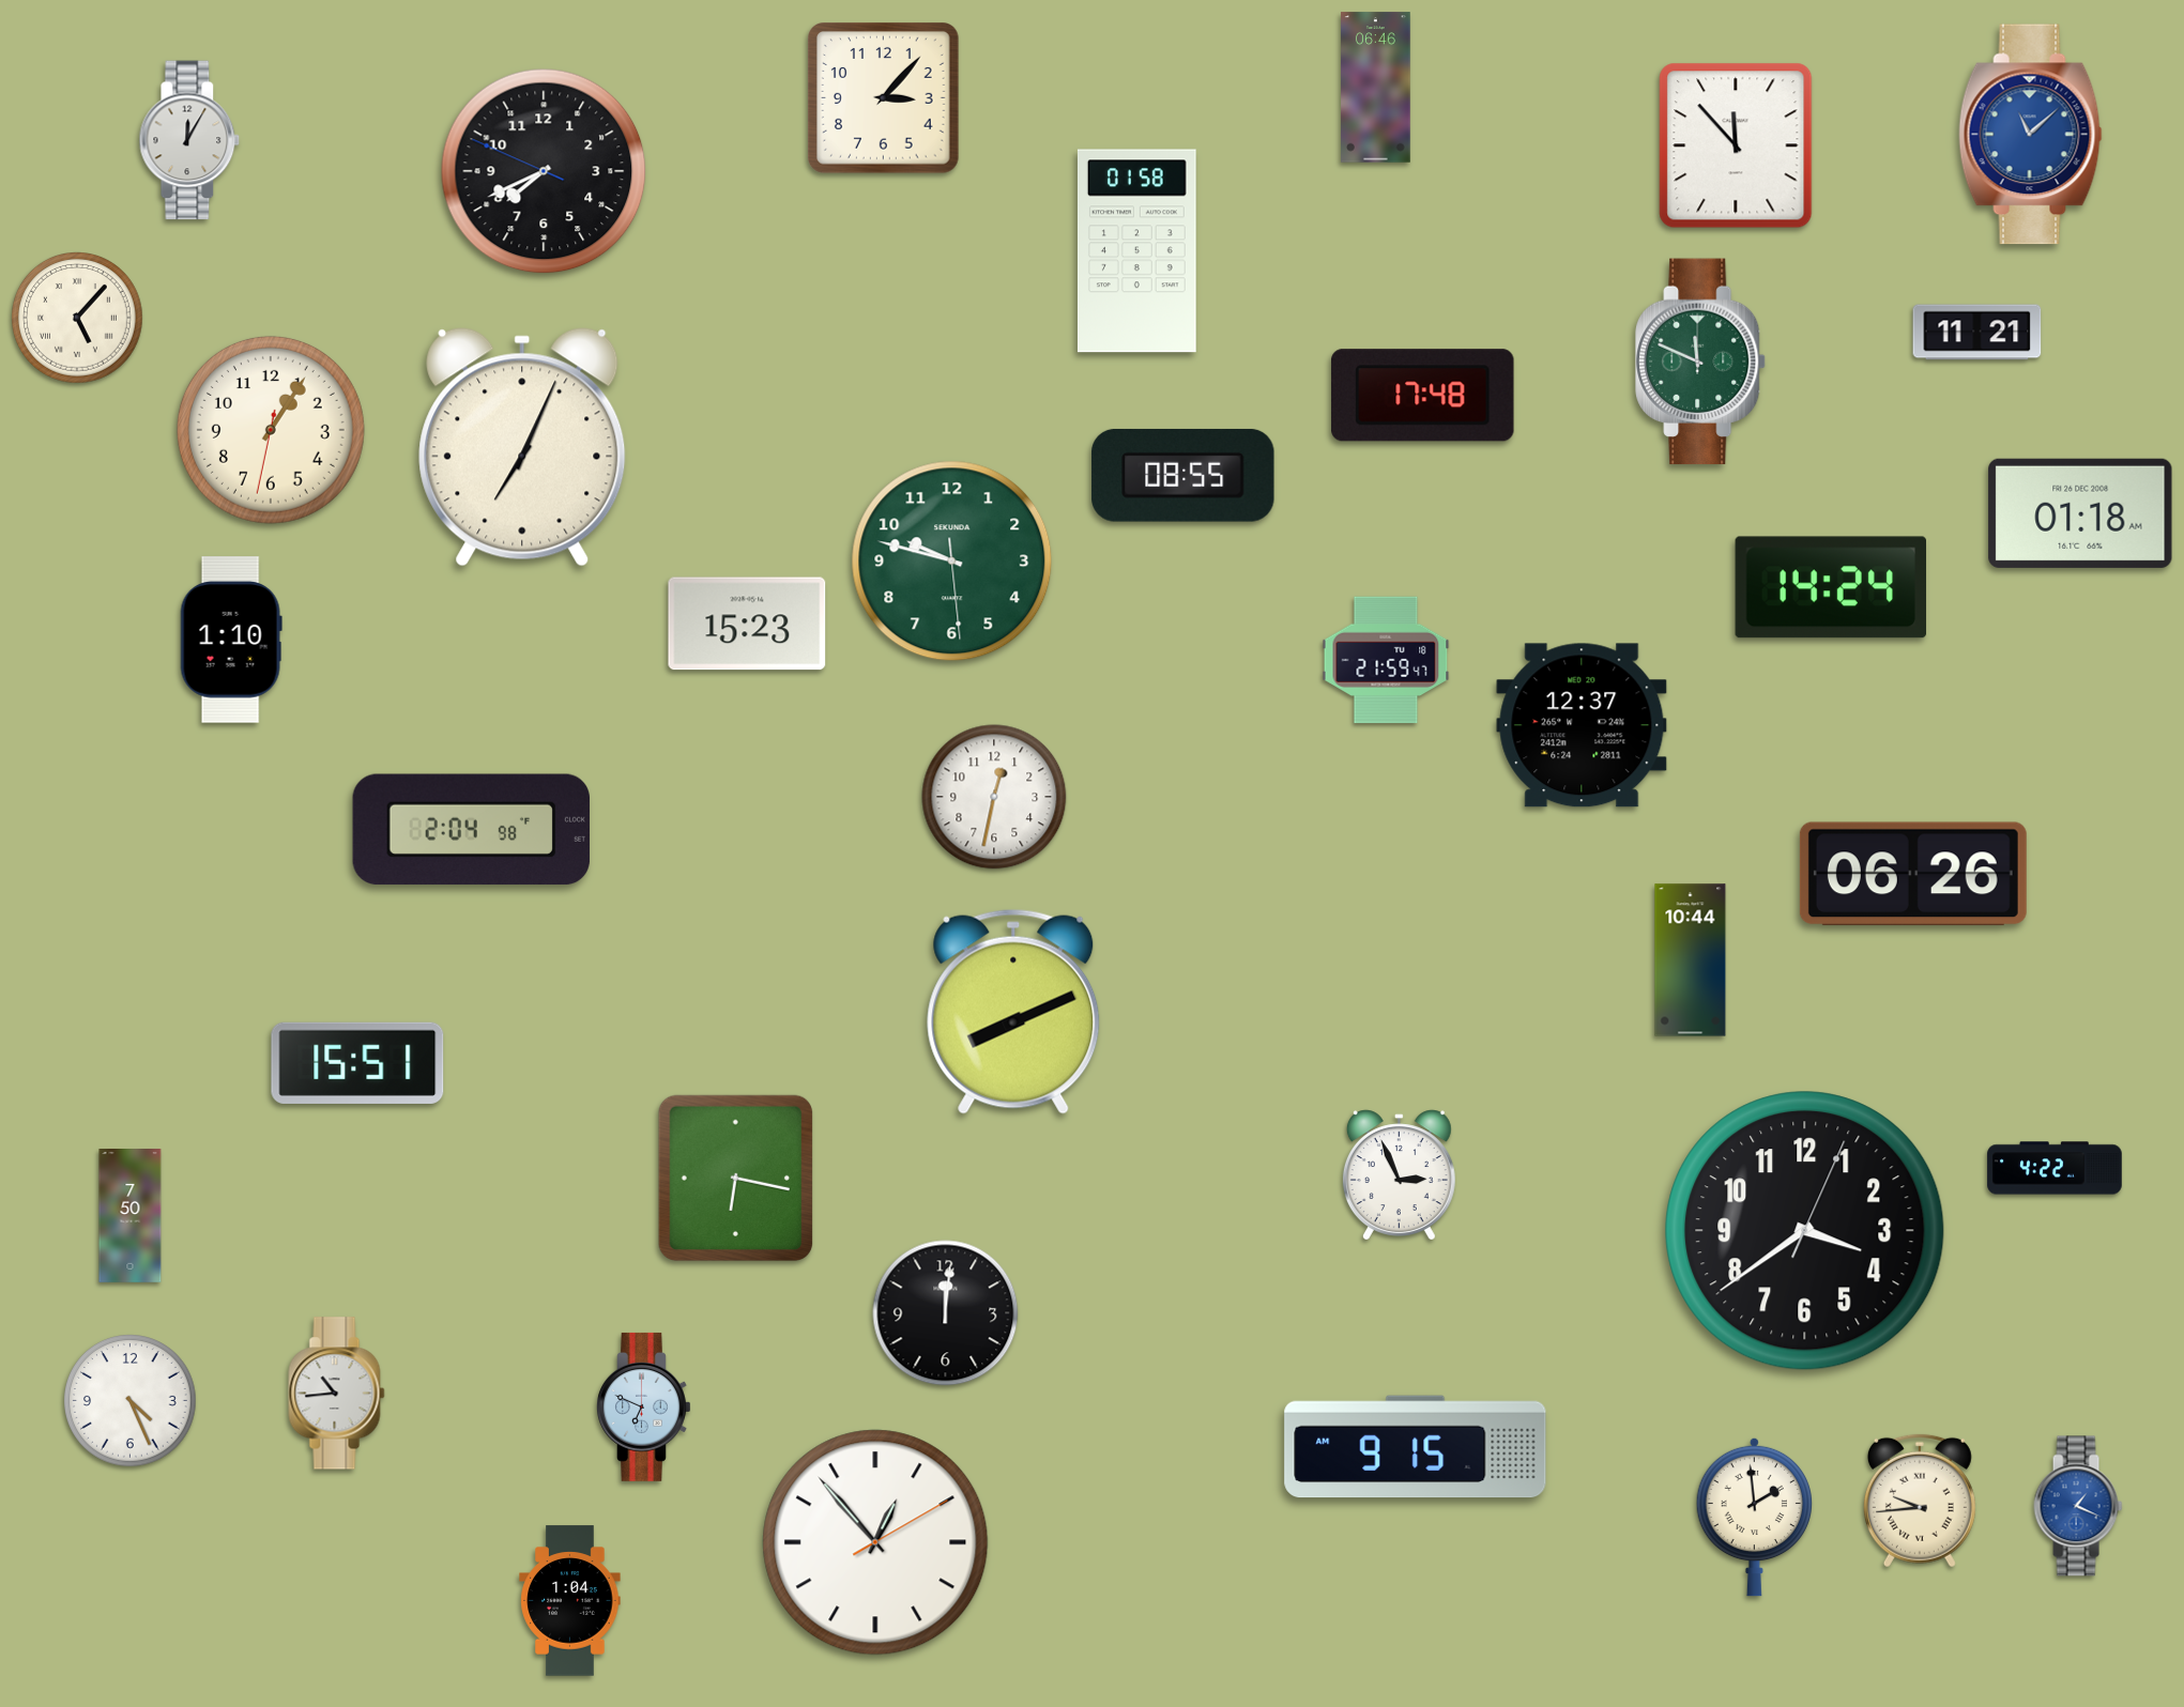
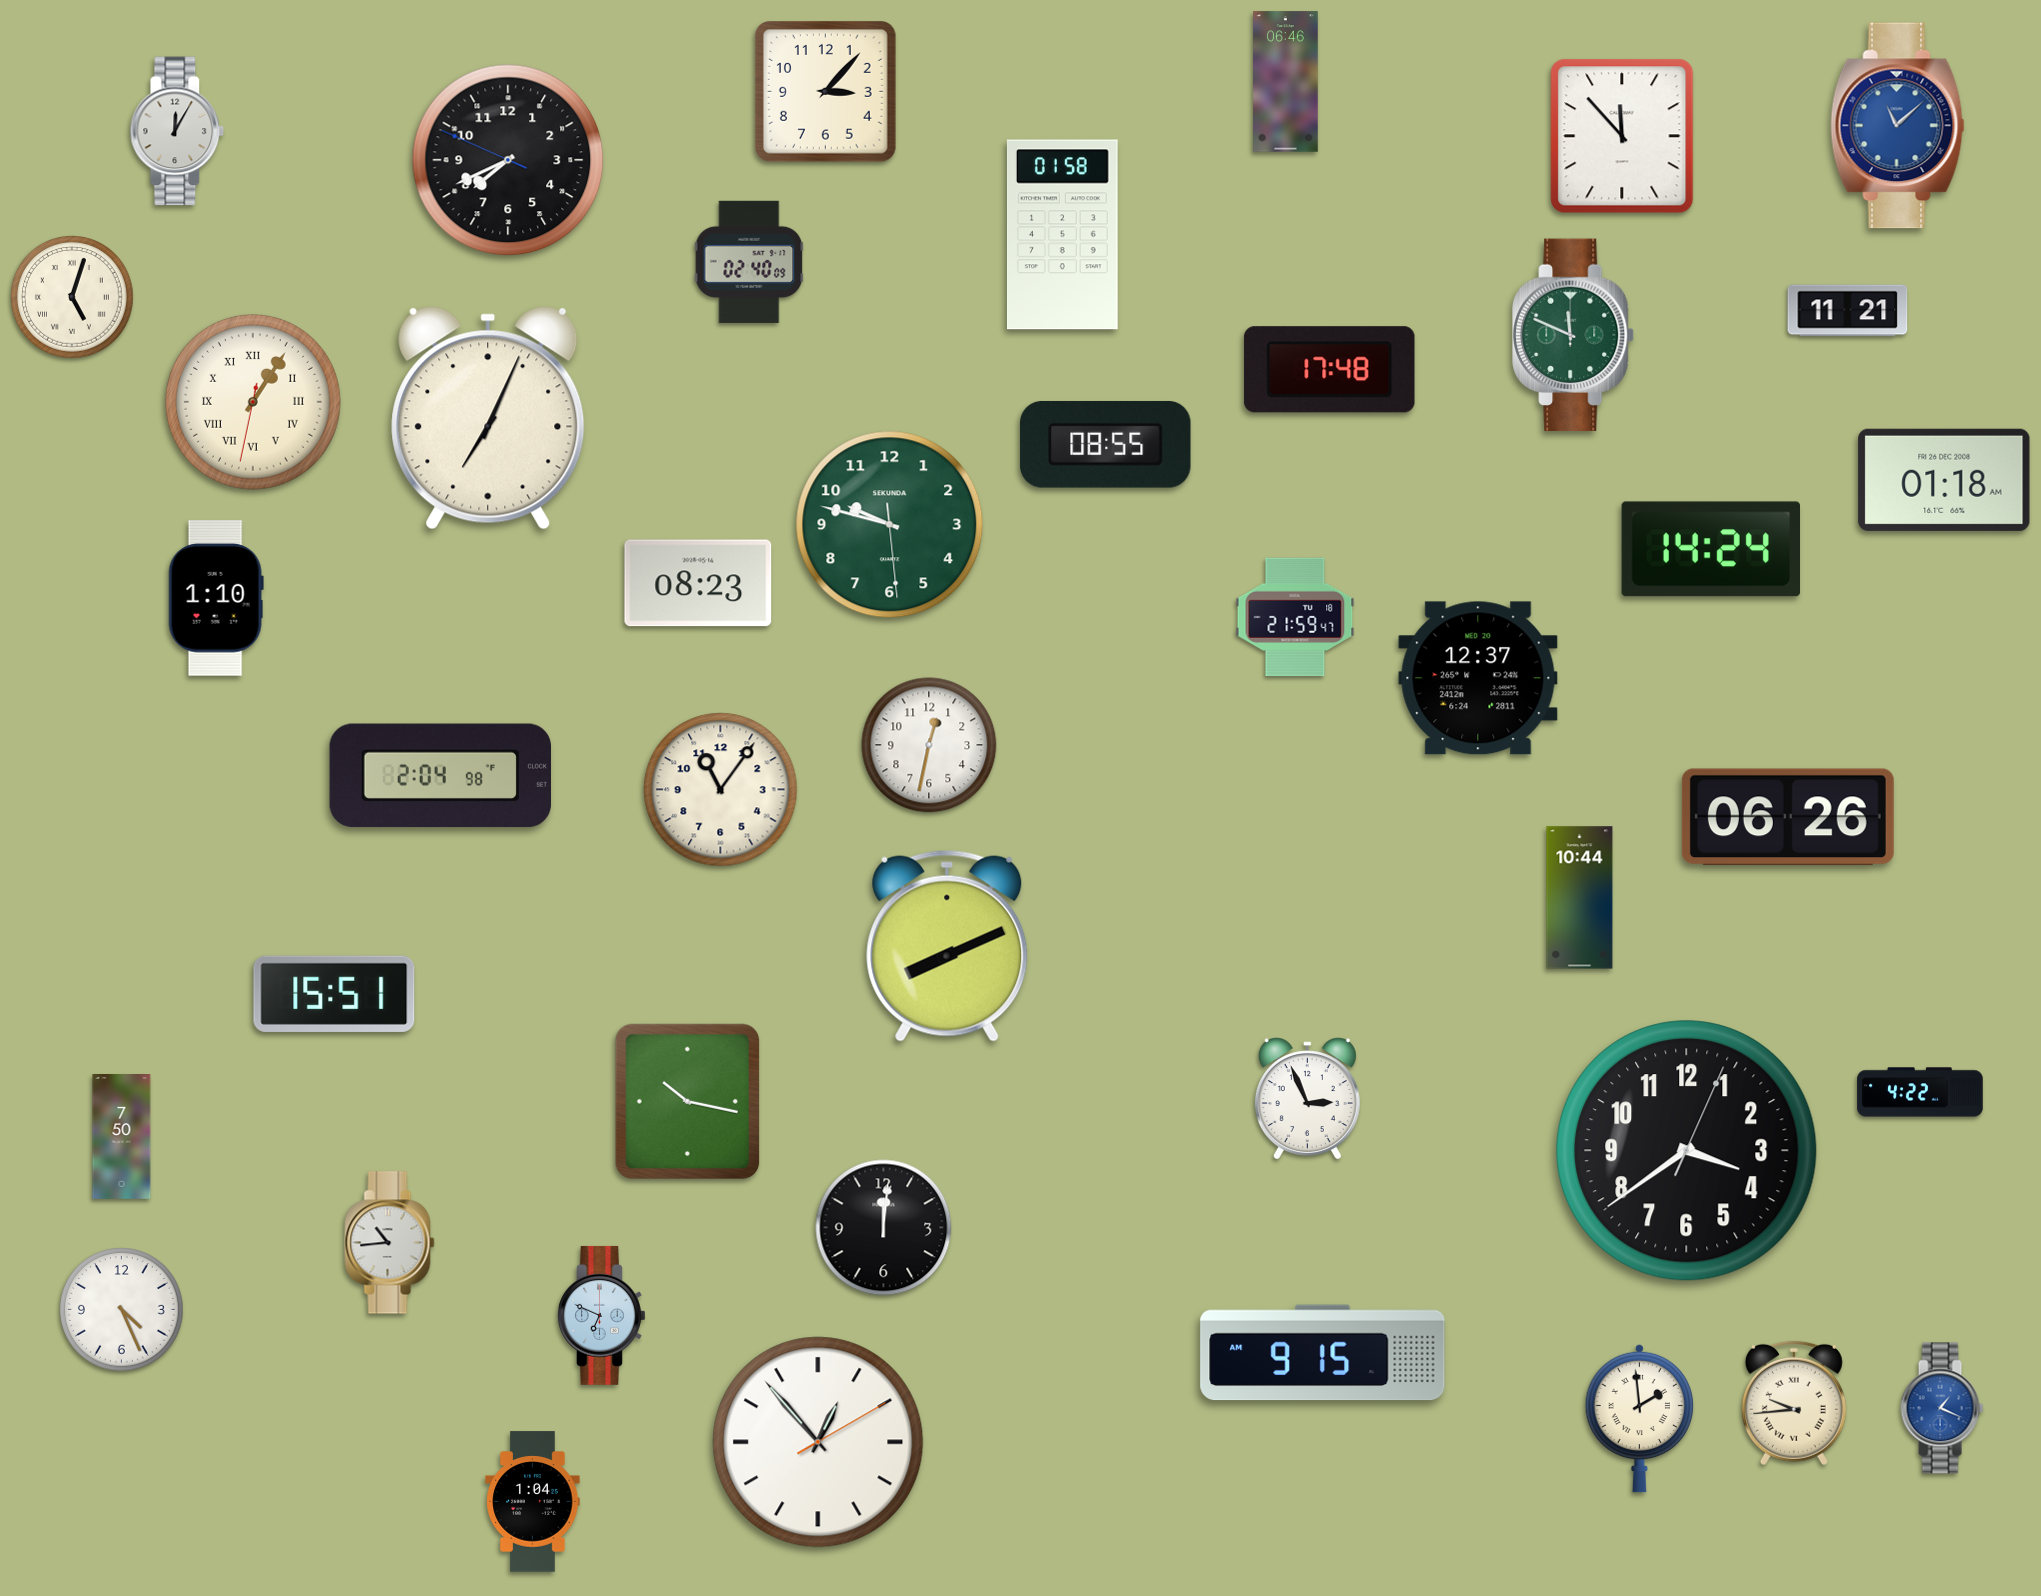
clock at (749, 262): none -> 02:40
clock at (78, 319): 5:07 -> 5:03
clock at (1700, 362) position: (1700, 362) -> (1573, 335)
clock at (271, 430) numerals: Arabic -> Roman
clock at (747, 624): 15:23 -> 08:23
clock at (721, 790): none -> 11:06
clock at (735, 1178): 6:17 -> 10:17
clock at (337, 1394) position: (337, 1394) -> (390, 1243)
clock at (570, 1601) position: (570, 1601) -> (533, 1502)
